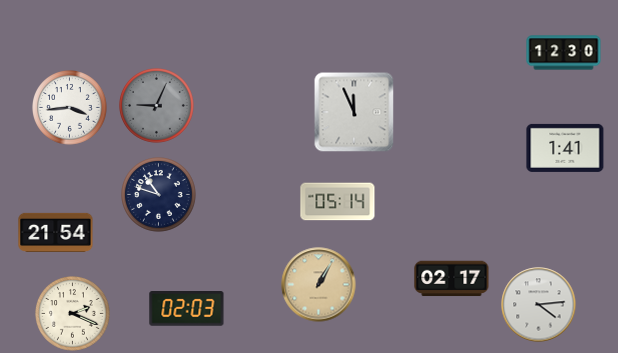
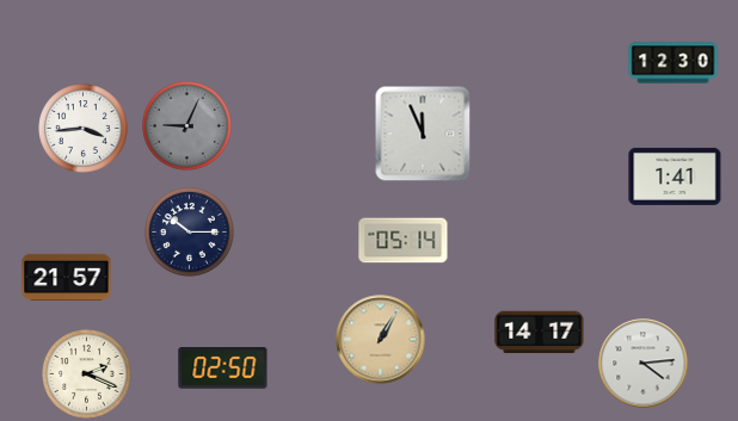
clock at (159, 195): 10:48 -> 10:15
clock at (56, 232): 21:54 -> 21:57
clock at (452, 279): 02:17 -> 14:17
clock at (187, 309): 02:03 -> 02:50
